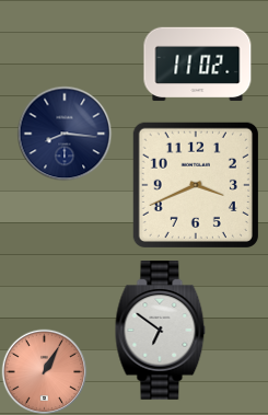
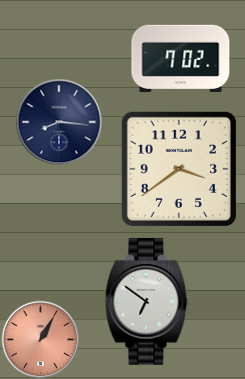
clock at (198, 65): 11:02 -> 7:02
clock at (196, 185): 3:41 -> 3:39
